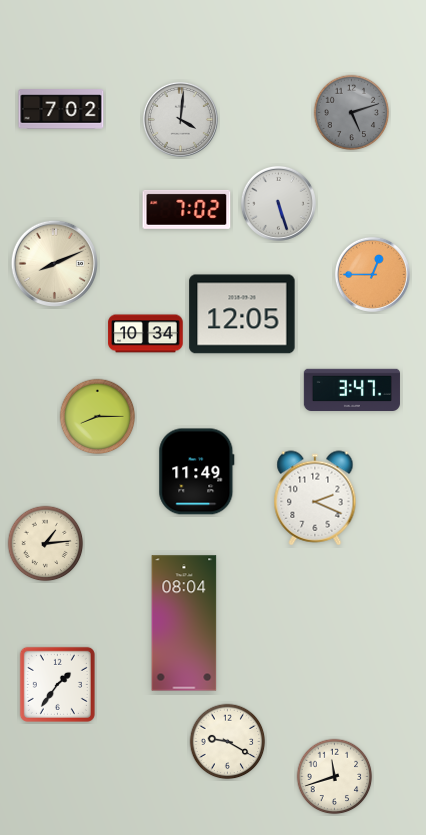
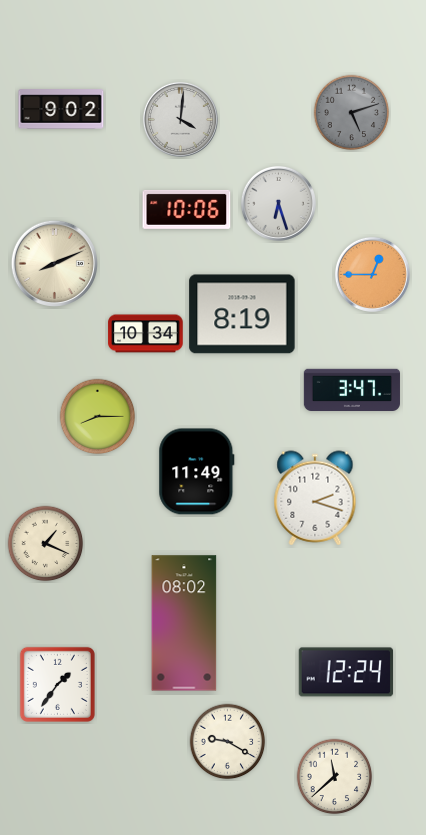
clock at (61, 109): 7:02 -> 9:02
clock at (278, 203): 5:27 -> 6:27
clock at (187, 209): 7:02 -> 10:06
clock at (242, 314): 12:05 -> 8:19
clock at (315, 498): 2:19 -> 2:18
clock at (46, 544): 1:14 -> 1:19
clock at (184, 623): 08:04 -> 08:02
clock at (346, 672): none -> 12:24
clock at (335, 777): 11:42 -> 11:38
